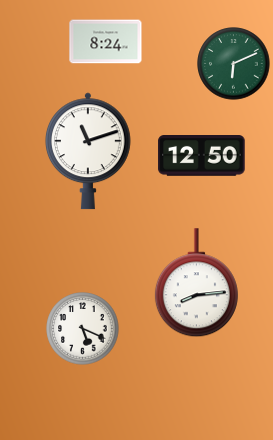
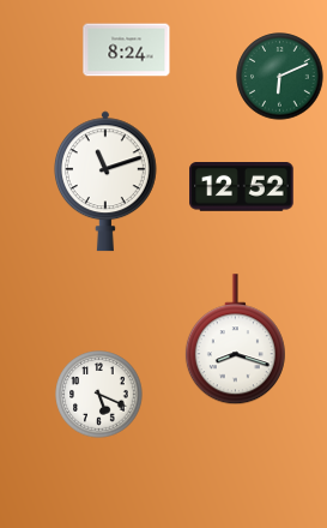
clock at (202, 156): 12:50 -> 12:52
clock at (196, 283): 8:14 -> 8:18
